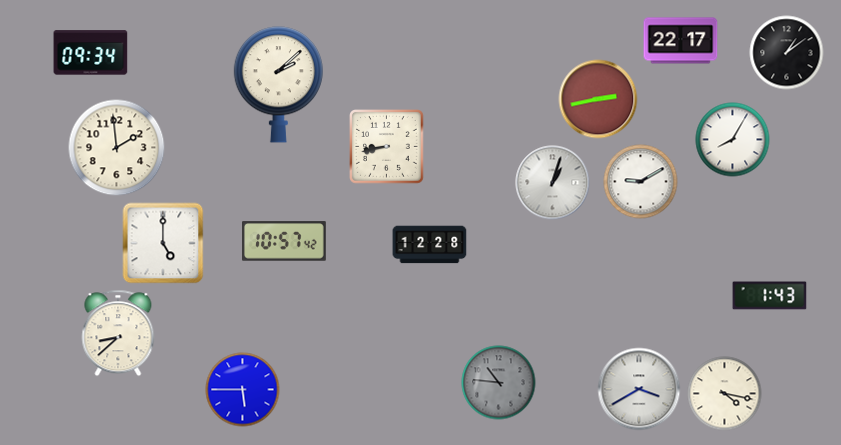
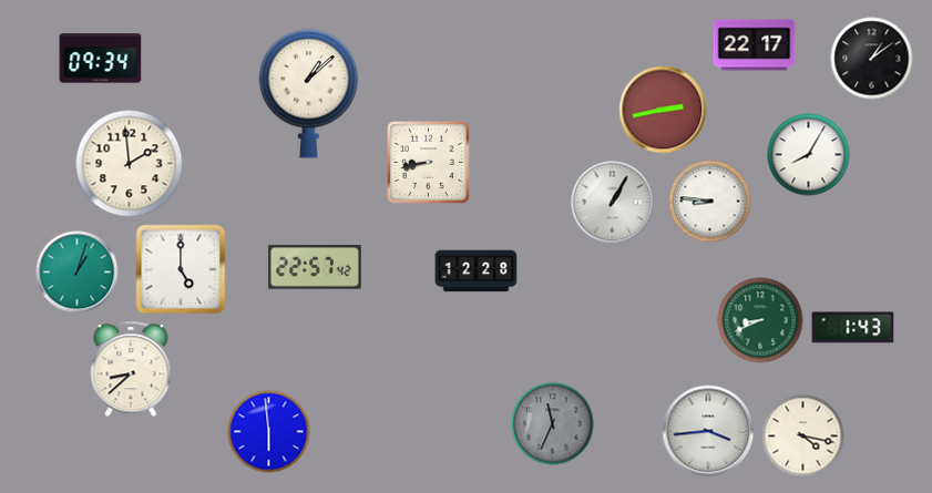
clock at (278, 85): 2:08 -> 1:08
clock at (733, 140) position: (733, 140) -> (809, 155)
clock at (641, 182): 9:10 -> 8:46
clock at (553, 183): 1:03 -> 1:05
clock at (285, 241): 10:57 -> 22:57
clock at (78, 273): none -> 1:03
clock at (760, 320): none -> 8:41
clock at (499, 383): 10:46 -> 11:34
clock at (639, 389): 3:40 -> 3:44
clock at (243, 390): 5:45 -> 5:59
